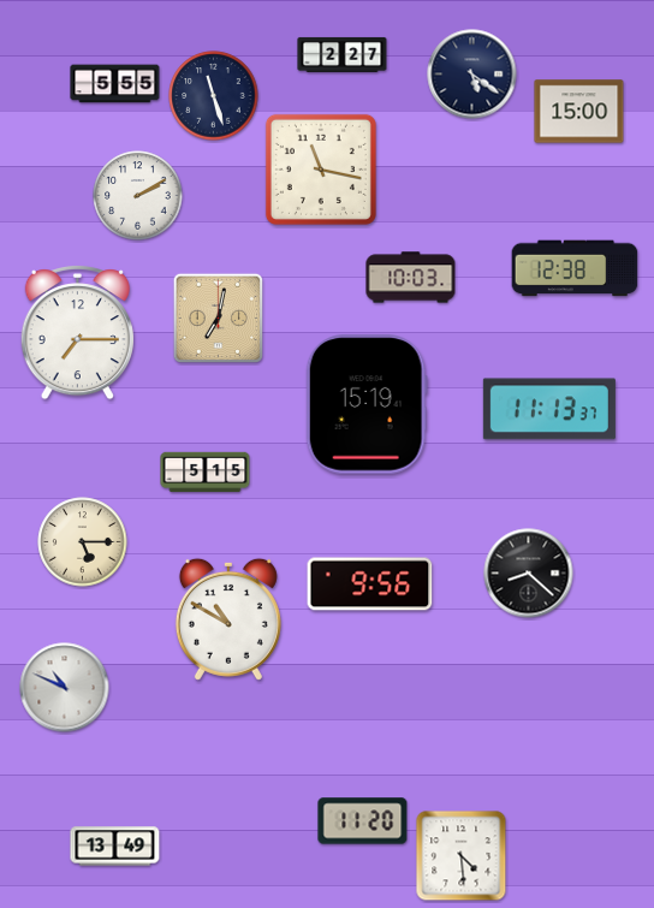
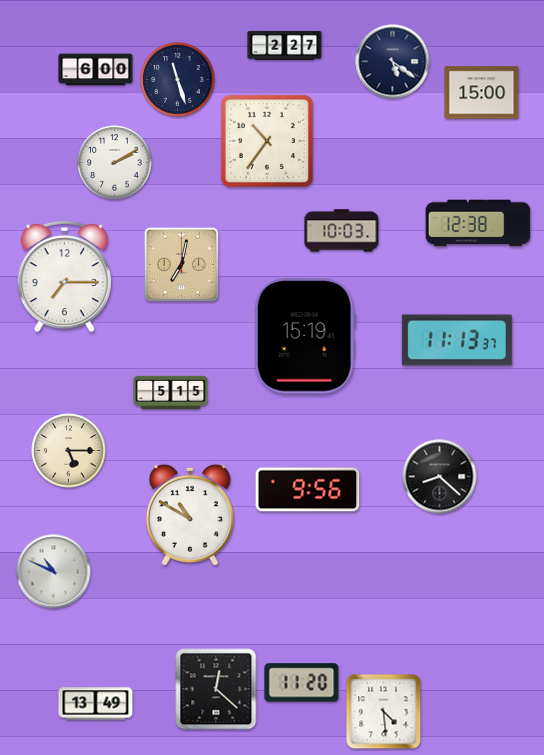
clock at (115, 84): 5:55 -> 6:00
clock at (321, 170): 11:17 -> 10:36
clock at (370, 584) position: (370, 584) -> (308, 490)
clock at (216, 689): none -> 12:22
